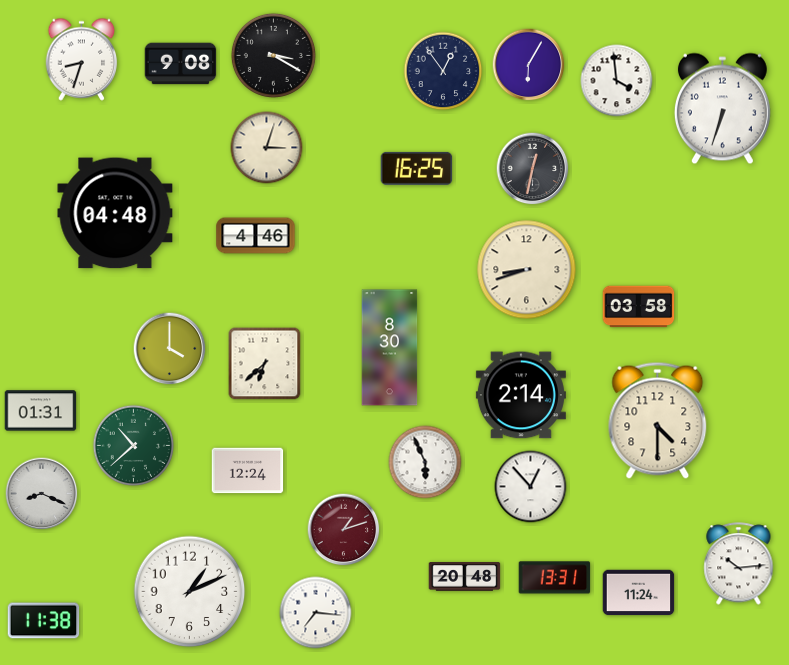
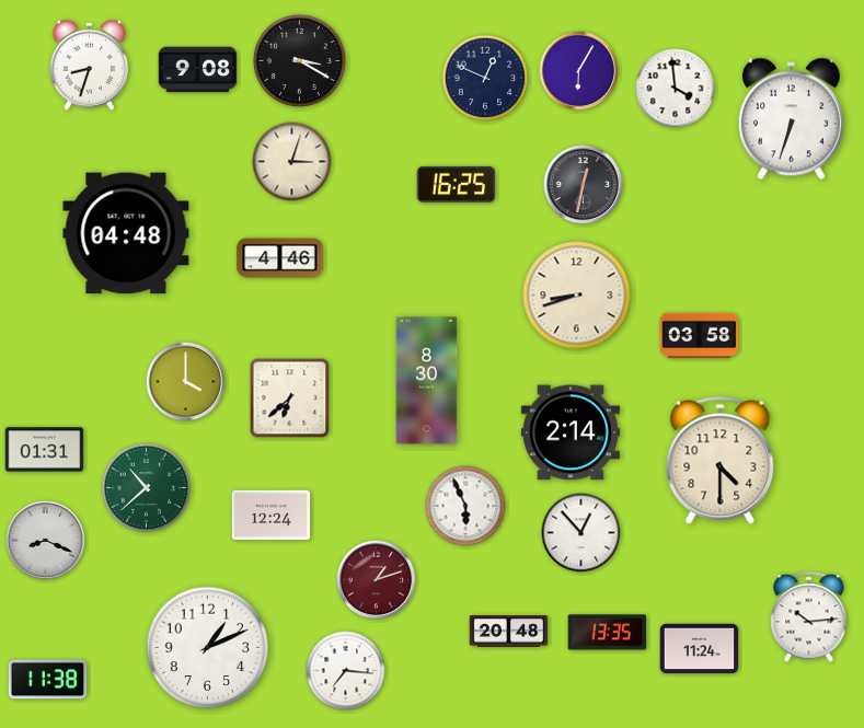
clock at (443, 71): 12:54 -> 12:49
clock at (555, 578): 13:31 -> 13:35
